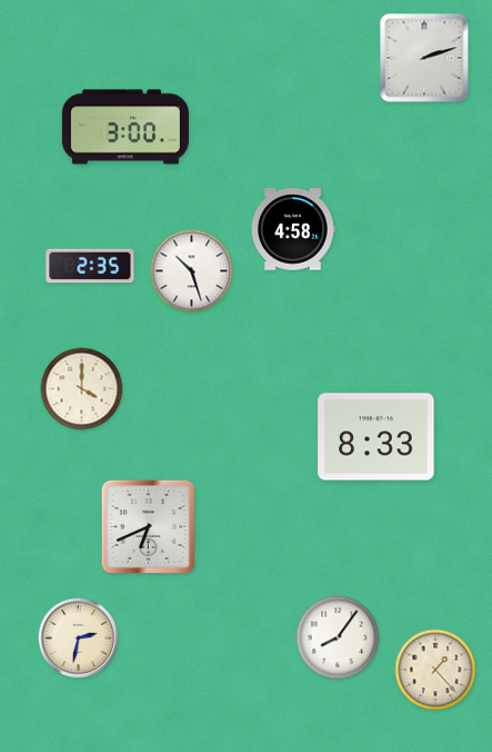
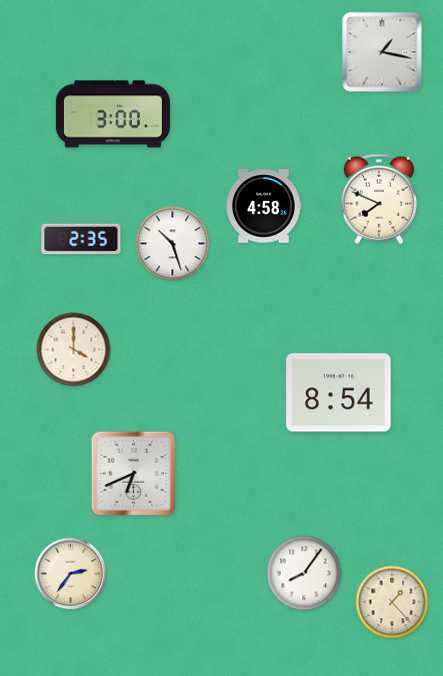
clock at (424, 58): 2:12 -> 1:17
clock at (379, 199): none -> 7:49
clock at (376, 437): 8:33 -> 8:54
clock at (79, 639): 2:32 -> 2:36
